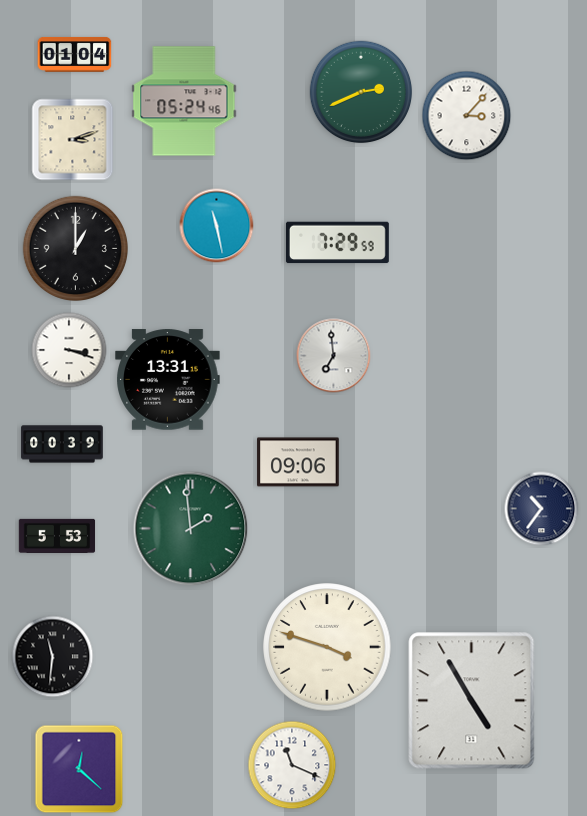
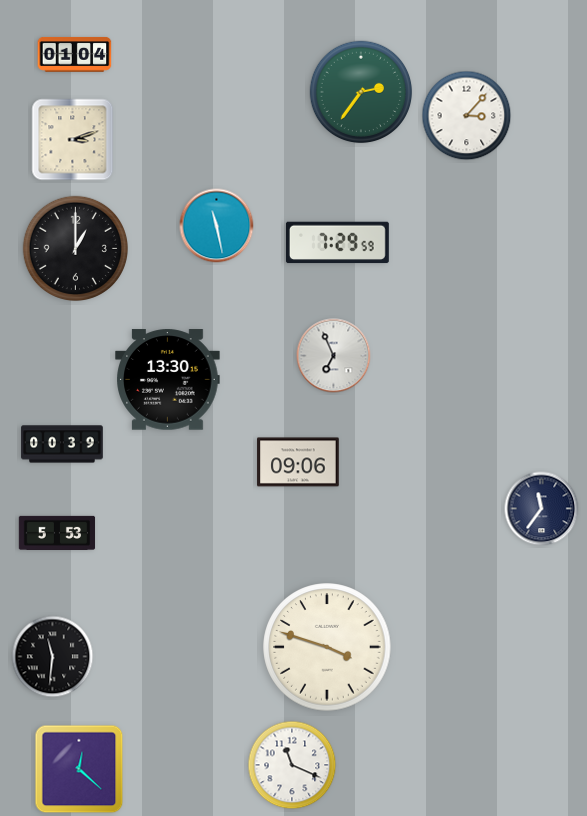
clock at (361, 92): 2:41 -> 2:36
clock at (184, 101): 05:24 -> none
clock at (69, 350): 3:18 -> none
clock at (334, 356): 6:59 -> 6:56
clock at (168, 380): 13:31 -> 13:30
clock at (542, 509): 10:36 -> 11:36
clock at (191, 529): 1:59 -> none
clock at (57, 536) position: (57, 536) -> (57, 533)
clock at (472, 701): 4:55 -> none
